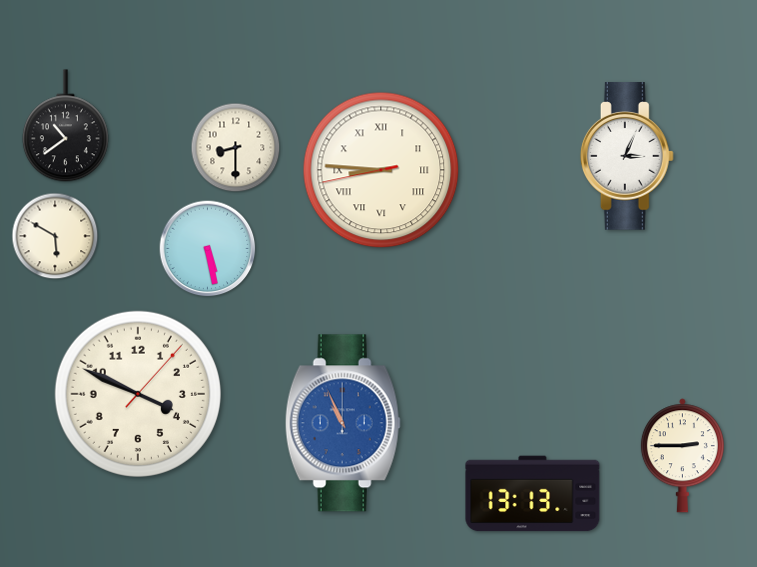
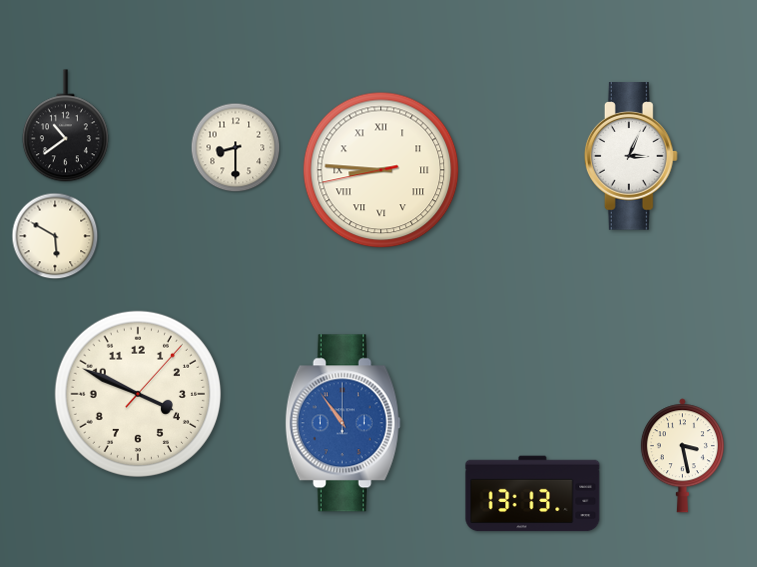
clock at (627, 156) position: (627, 156) -> (631, 156)
clock at (208, 249): 5:28 -> none
clock at (343, 423): 10:56 -> 10:54
clock at (682, 456): 2:45 -> 3:28
